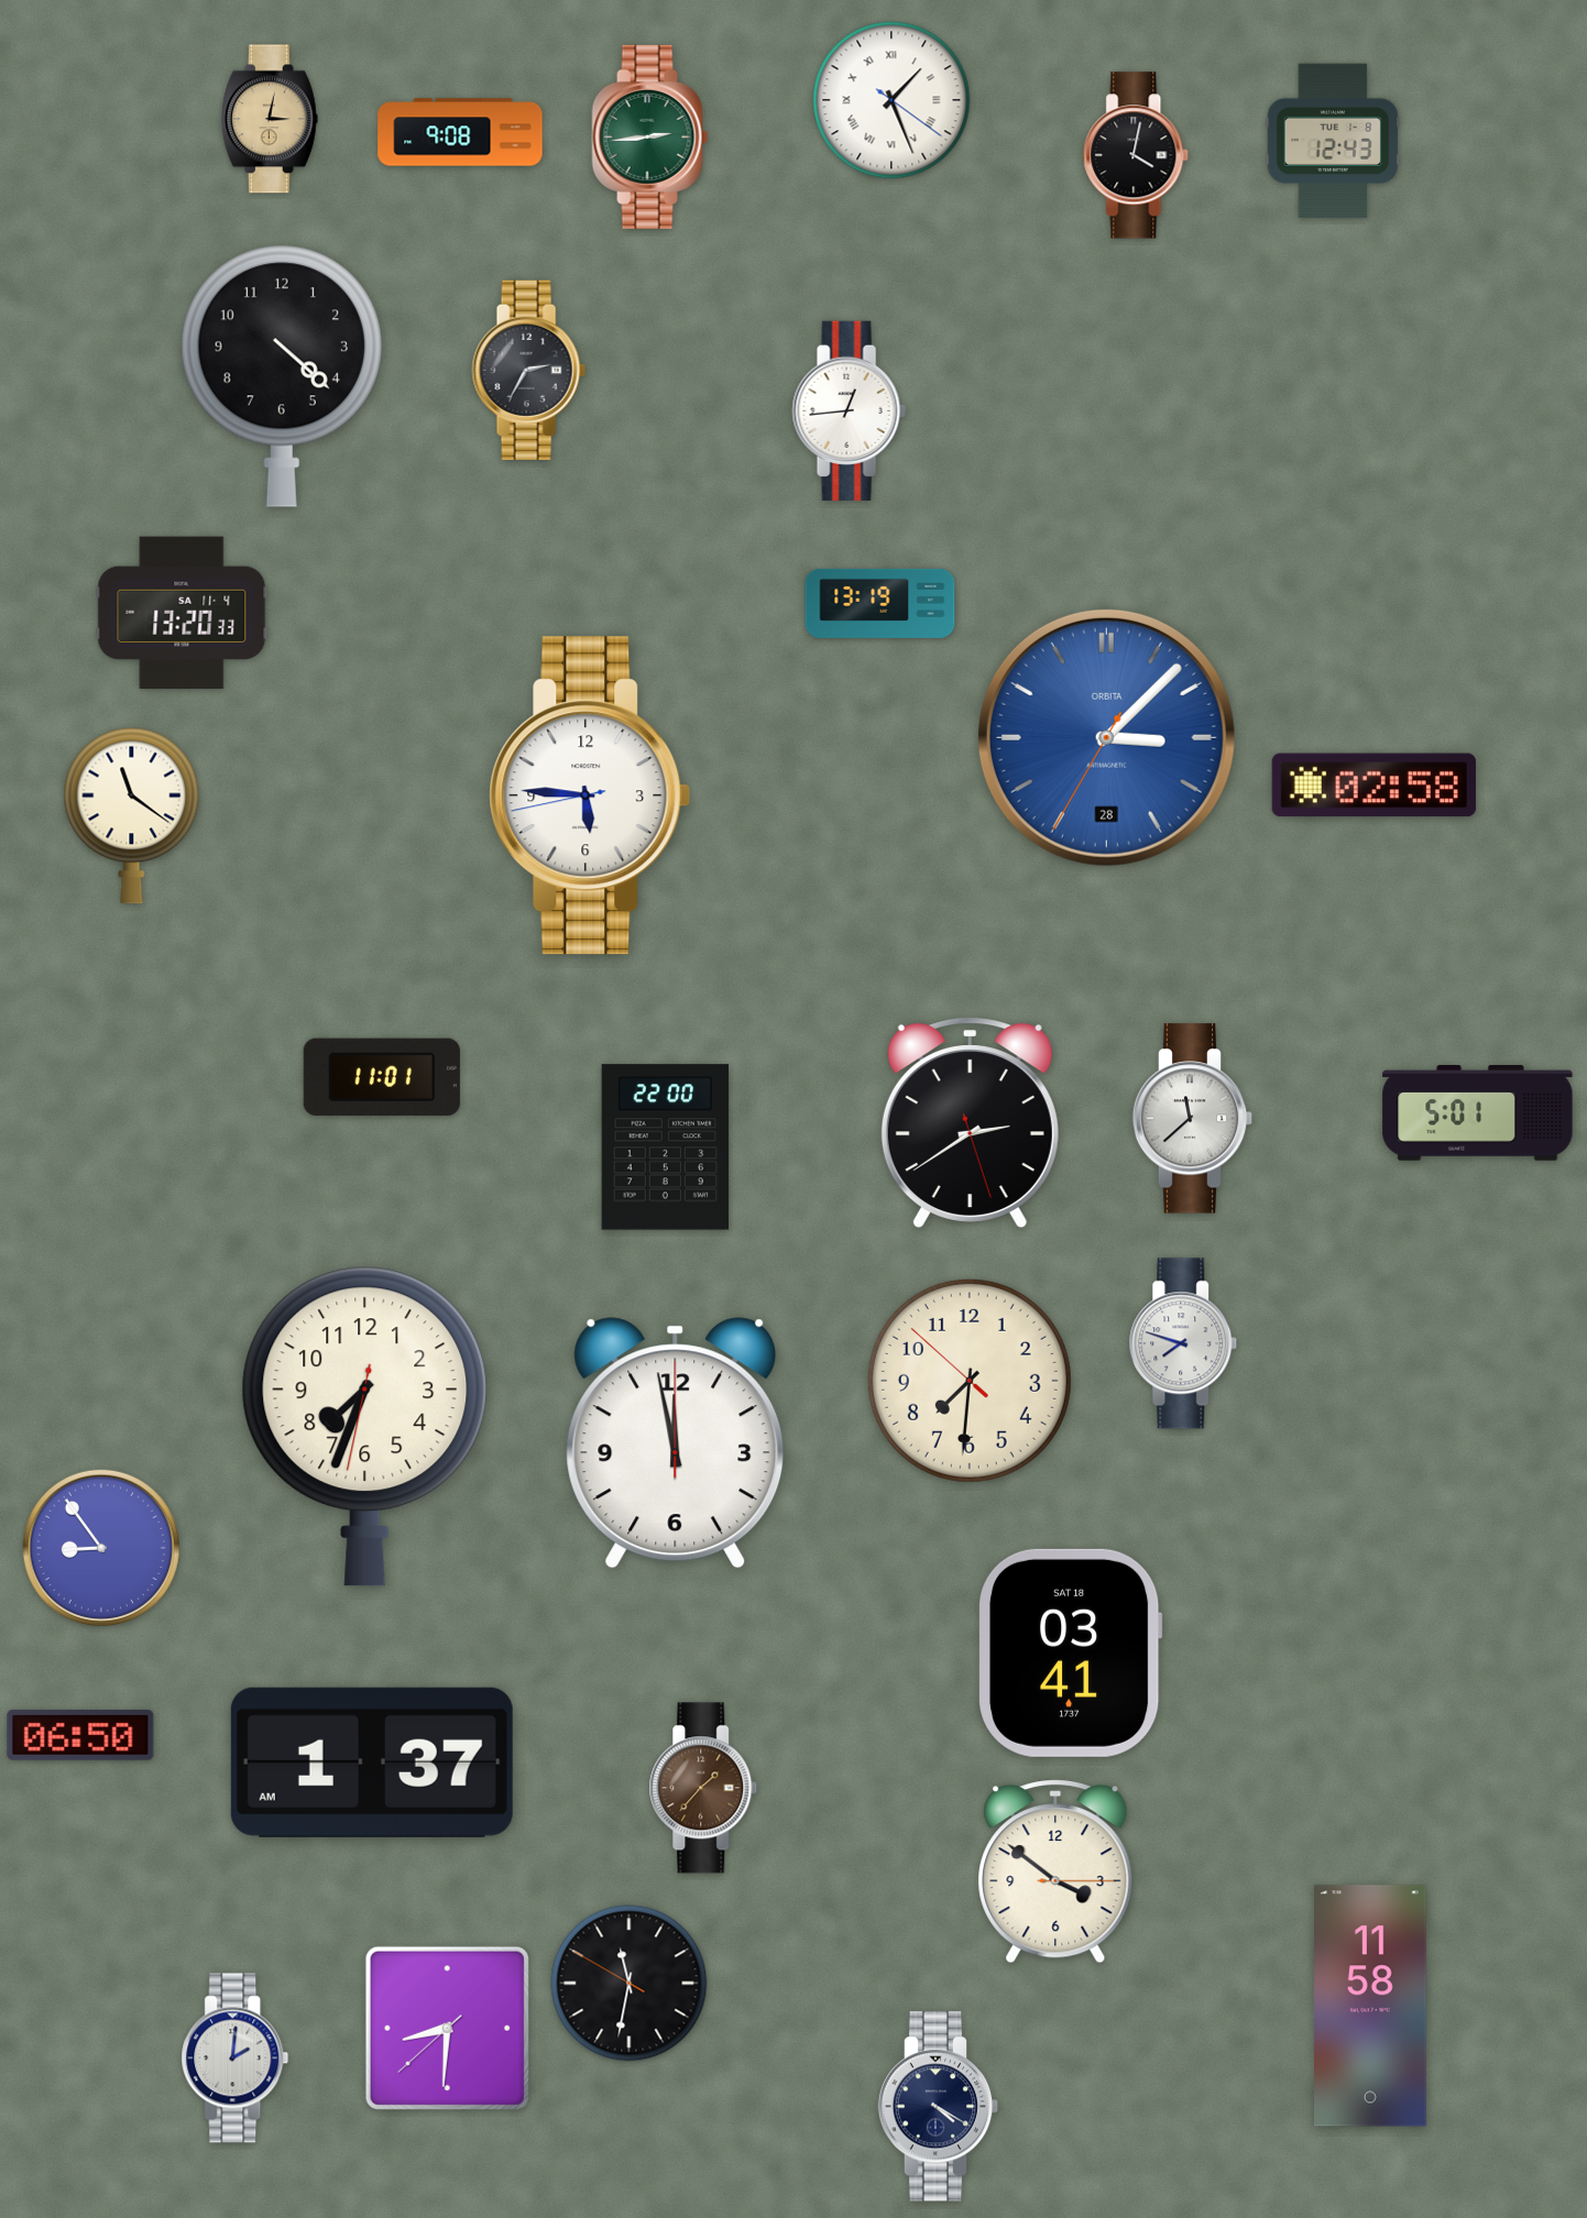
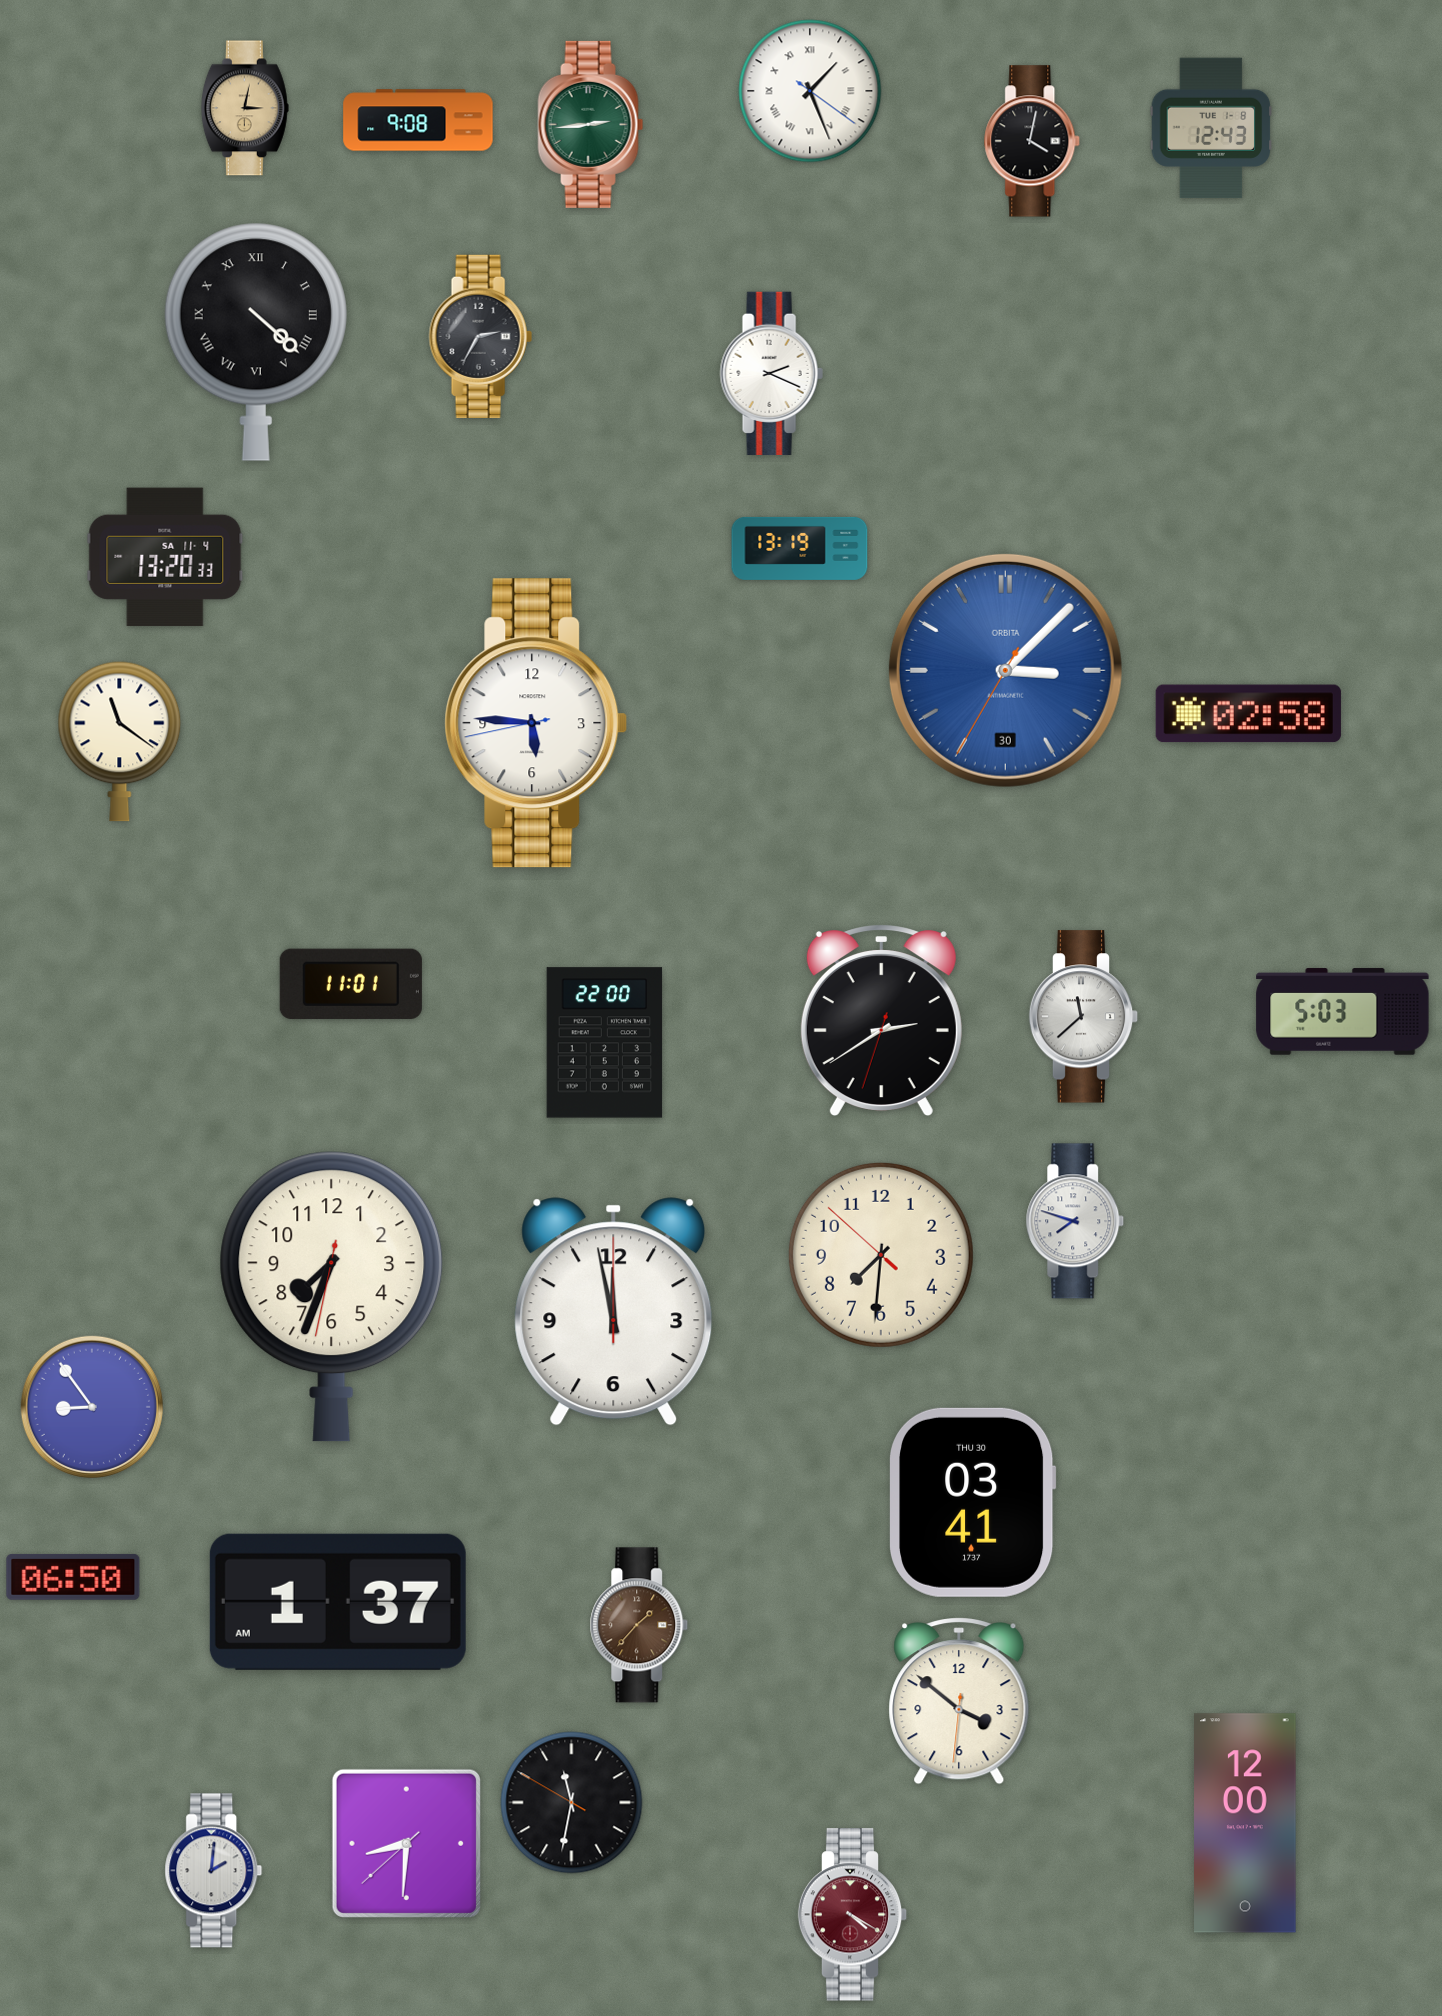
clock at (282, 376) numerals: Arabic -> Roman
clock at (849, 410): 12:44 -> 2:19
clock at (1106, 737) date: 28 -> 30
clock at (382, 1077) position: (382, 1077) -> (351, 984)
clock at (1478, 1113): 5:01 -> 5:03
clock at (970, 1122): 2:39:27 -> 2:39:33
clock at (1071, 1652) date: SAT 18 -> THU 30
clock at (1055, 1873): 3:51:15 -> 3:51:31
clock at (1371, 2006): 11:58 -> 12:00
clock at (939, 2107) dial: navy -> burgundy
